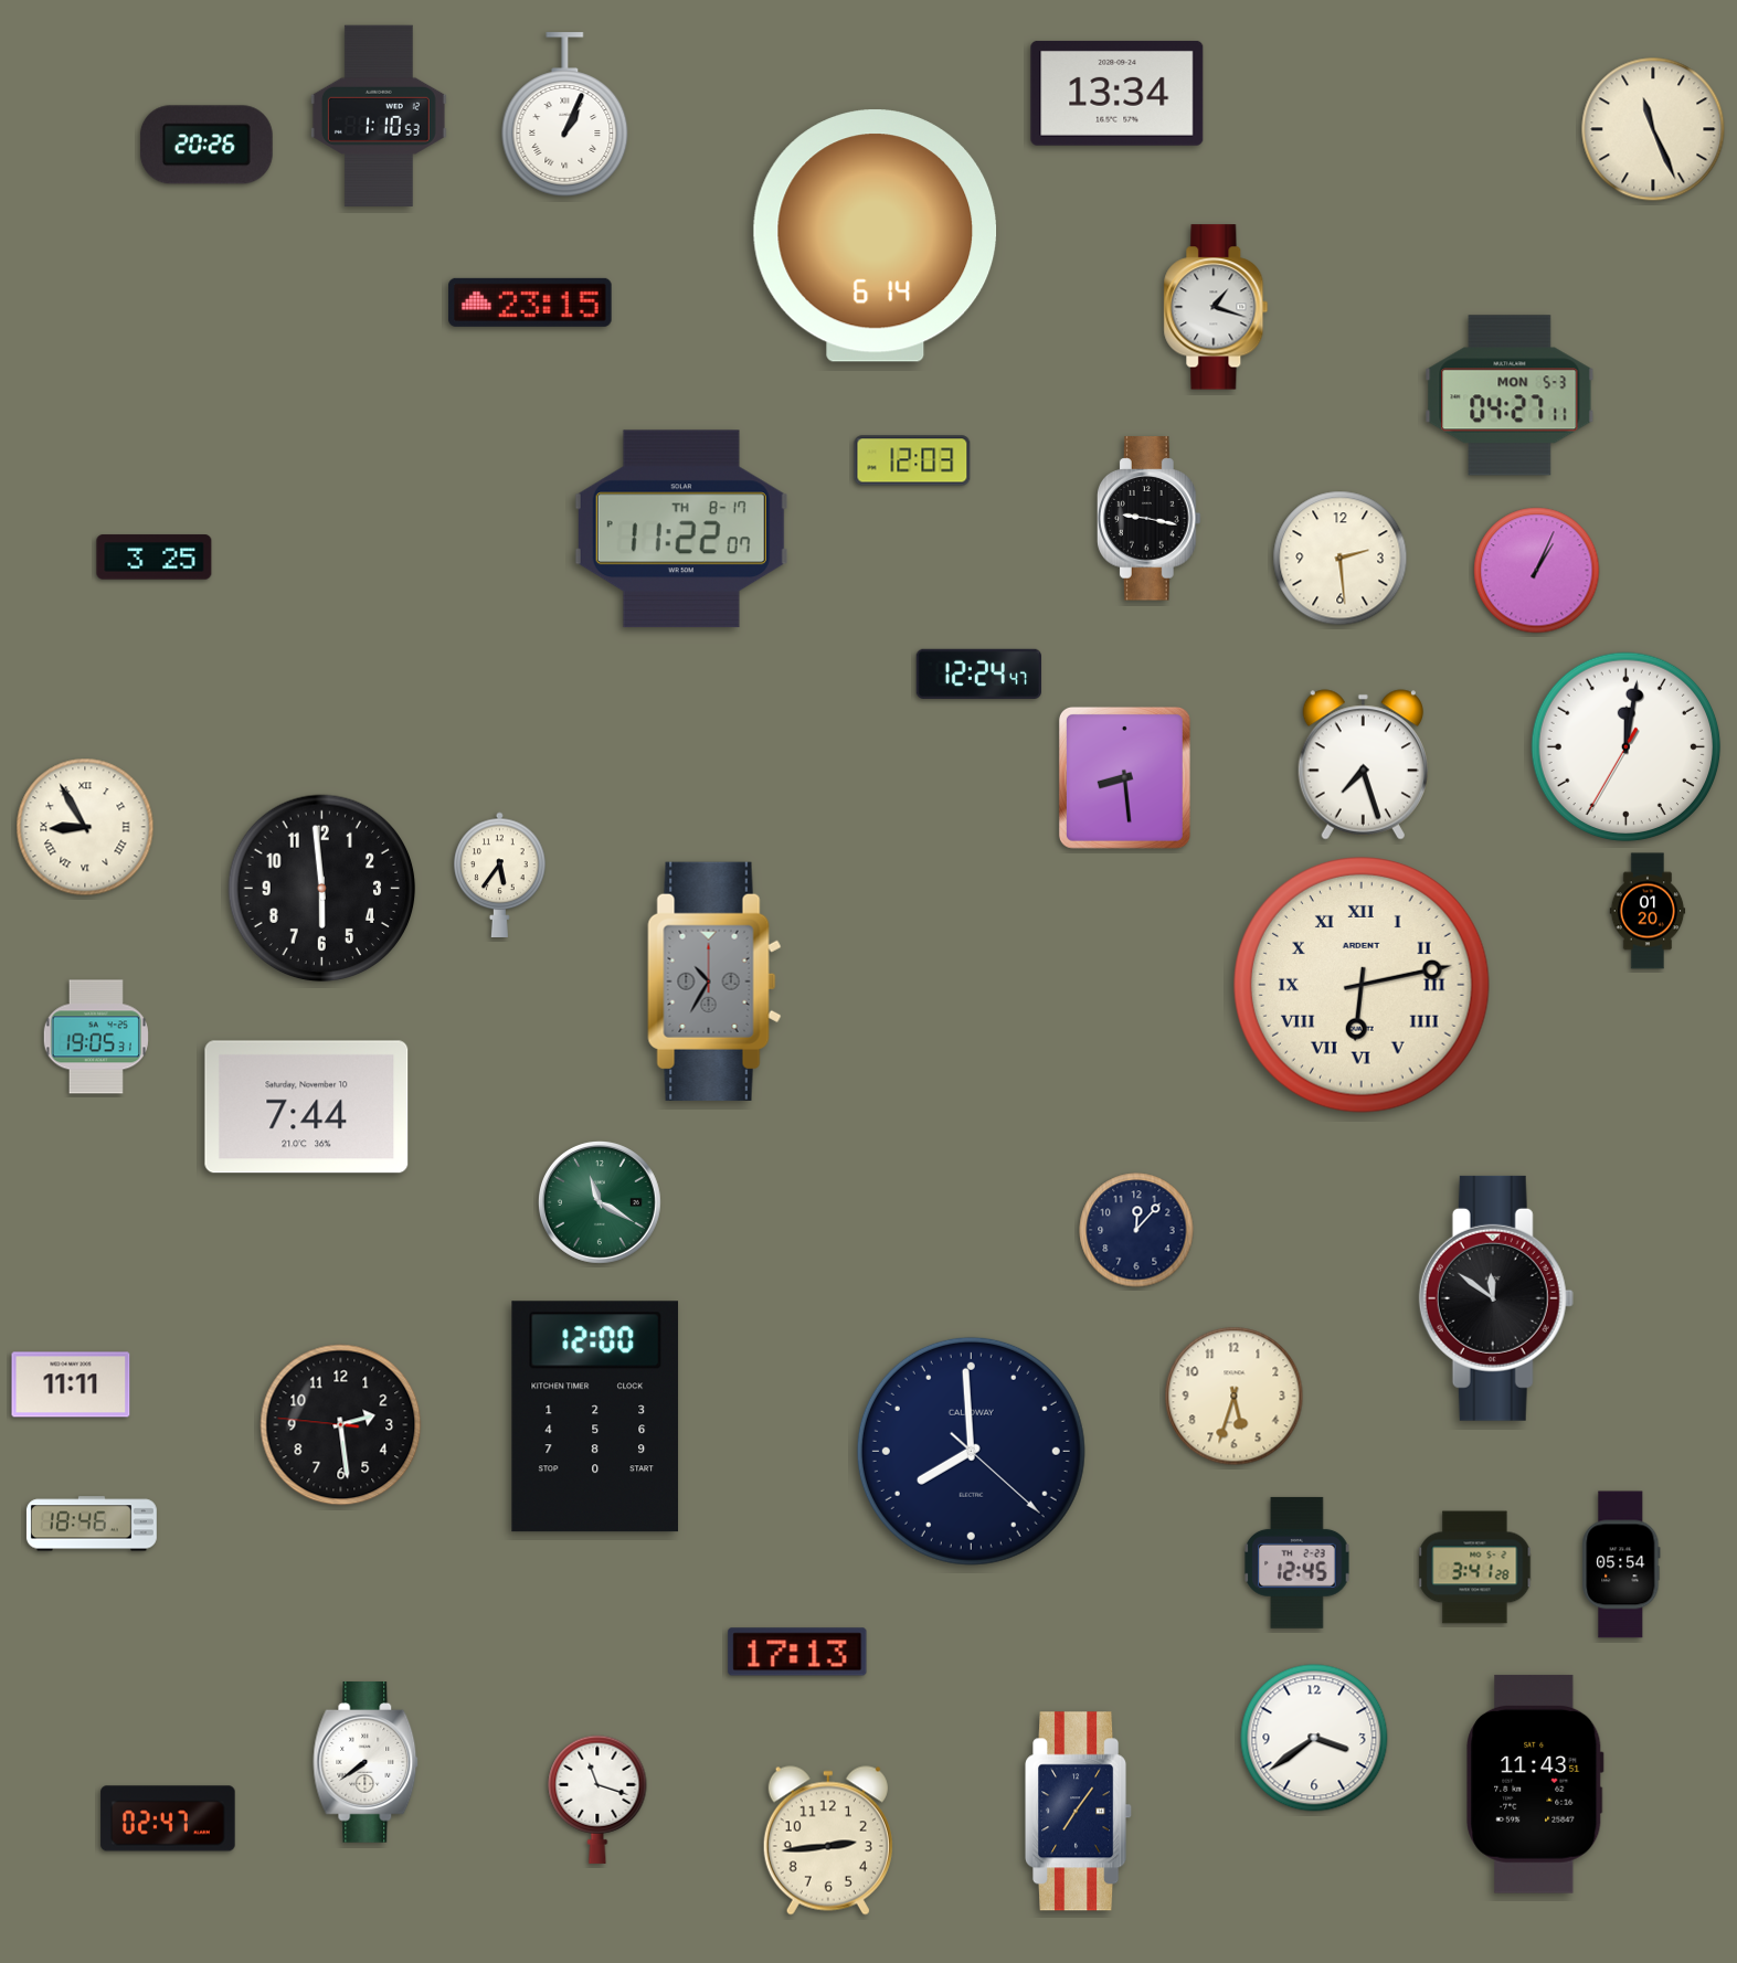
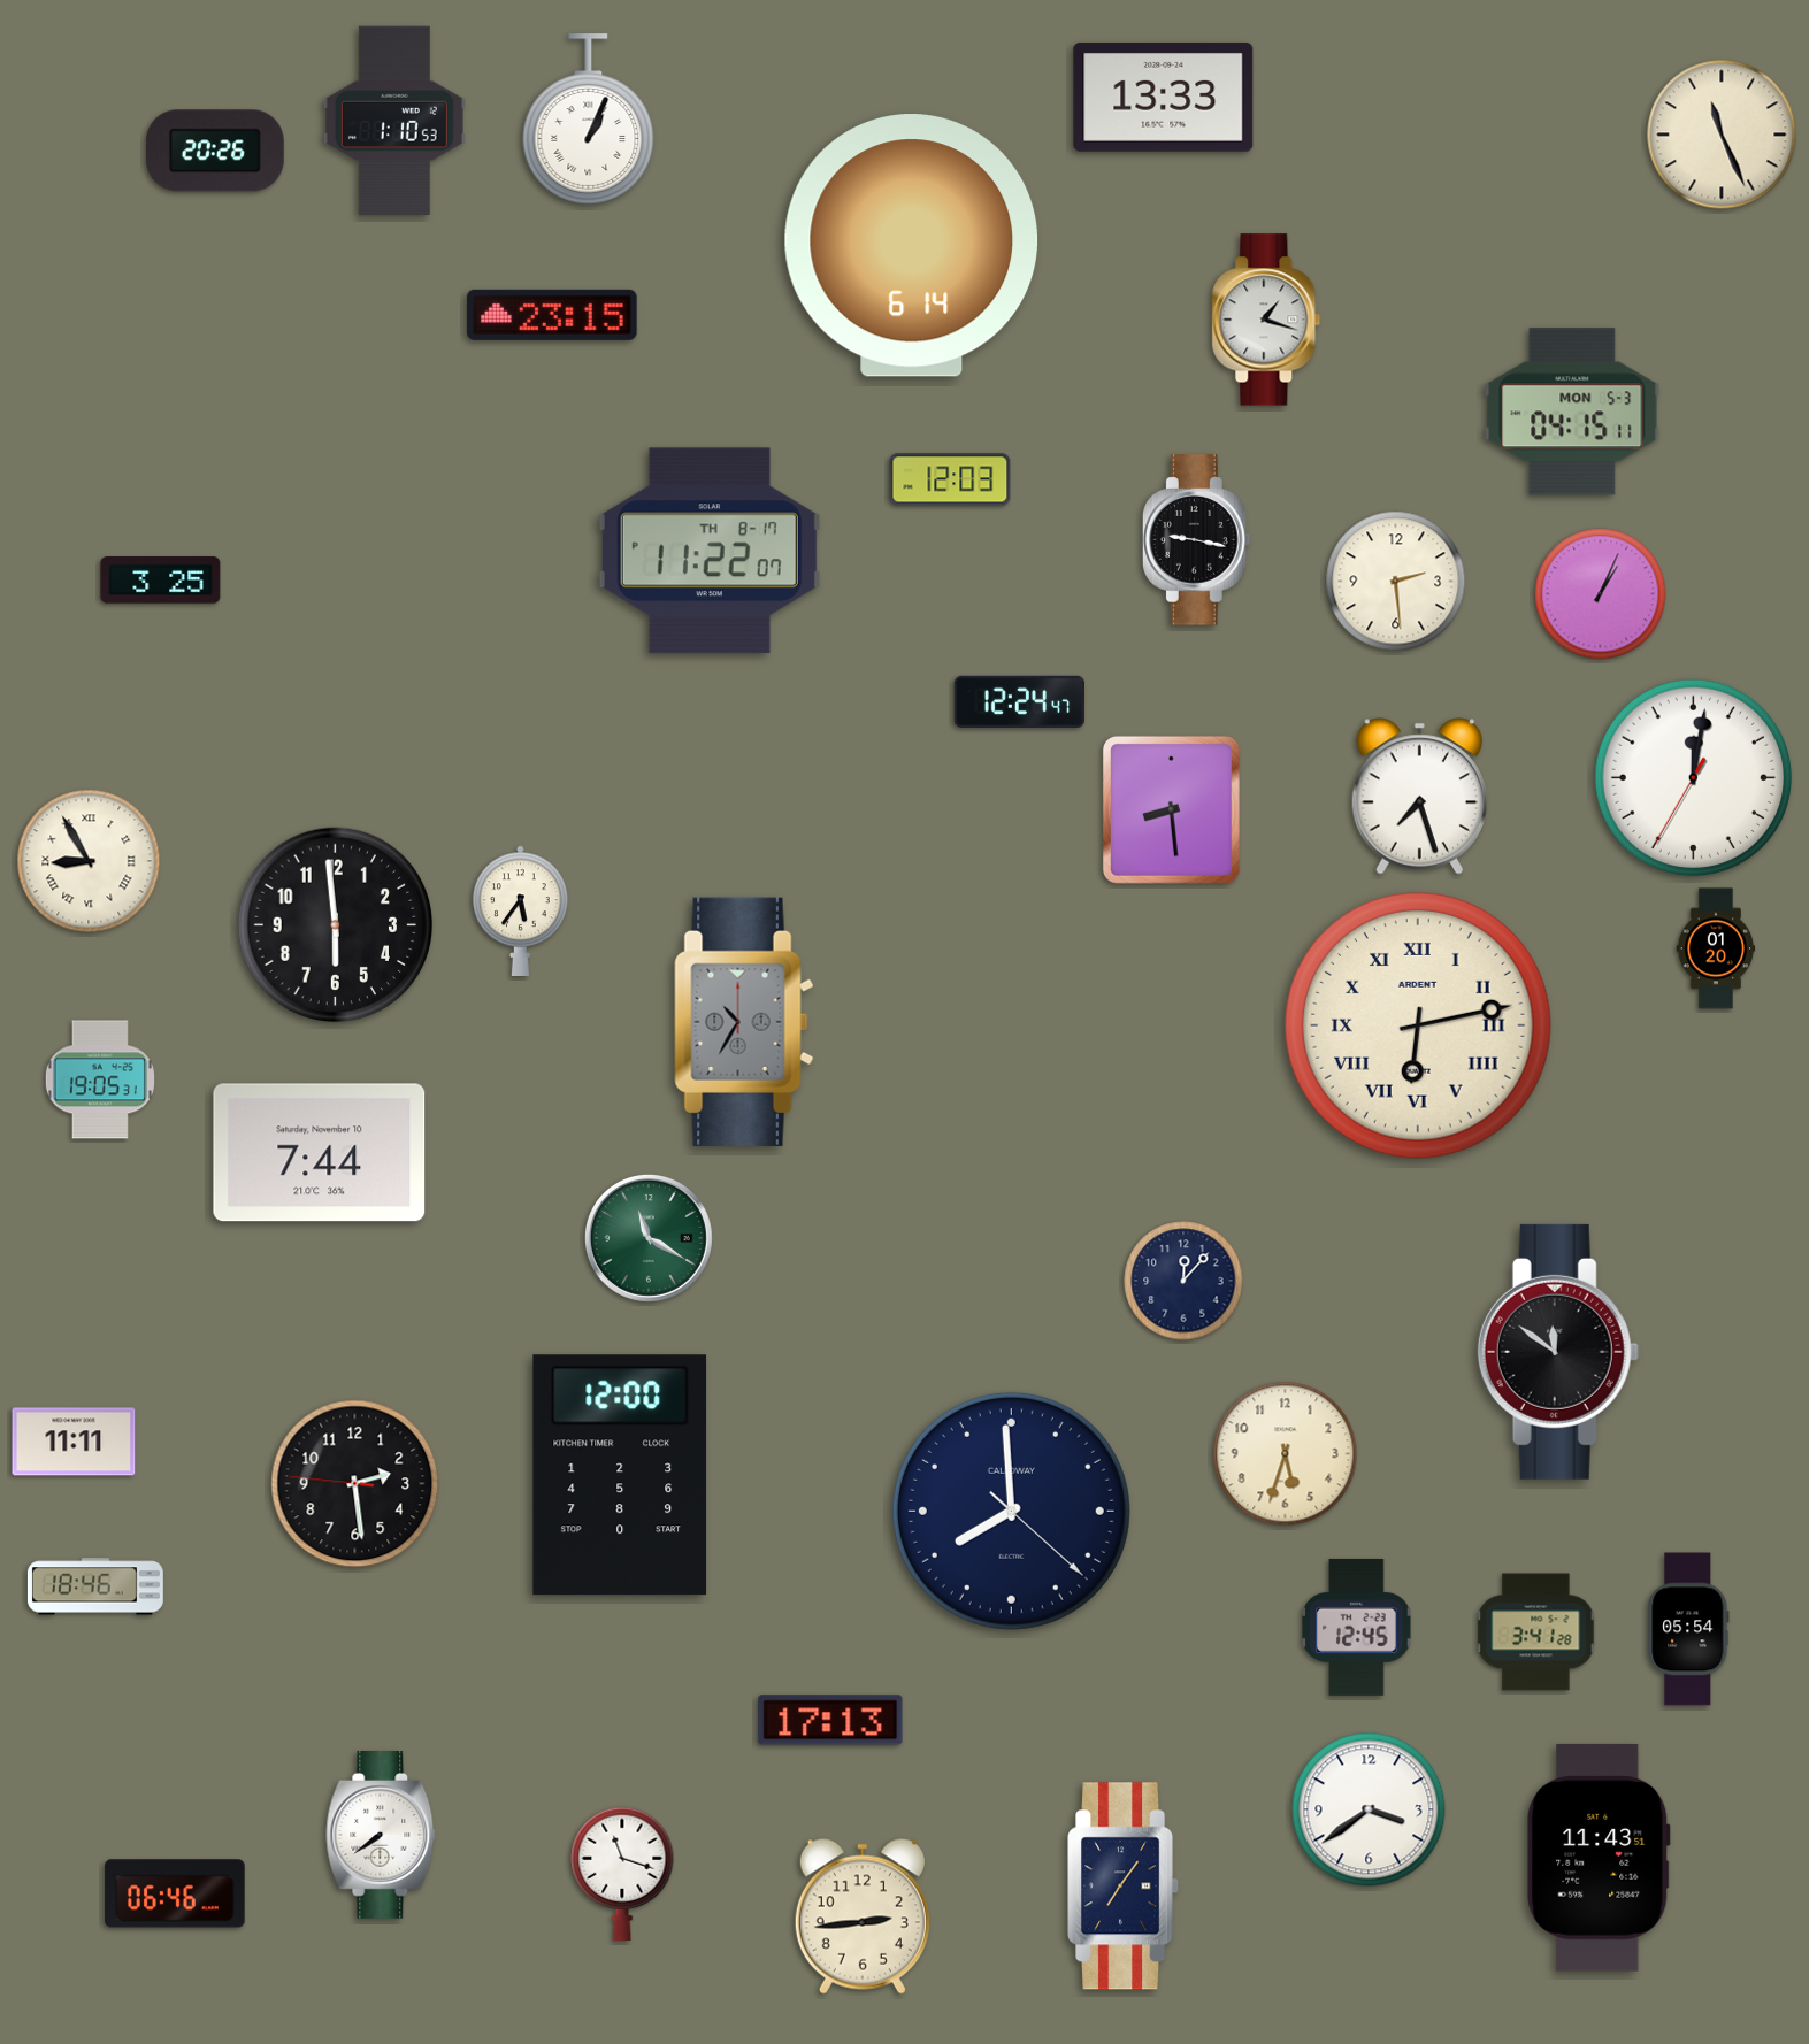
clock at (1118, 93): 13:34 -> 13:33
clock at (1510, 395): 04:27 -> 04:15
clock at (600, 1202) position: (600, 1202) -> (649, 1238)
clock at (1298, 1562) position: (1298, 1562) -> (1357, 1627)
clock at (168, 1818): 02:47 -> 06:46
